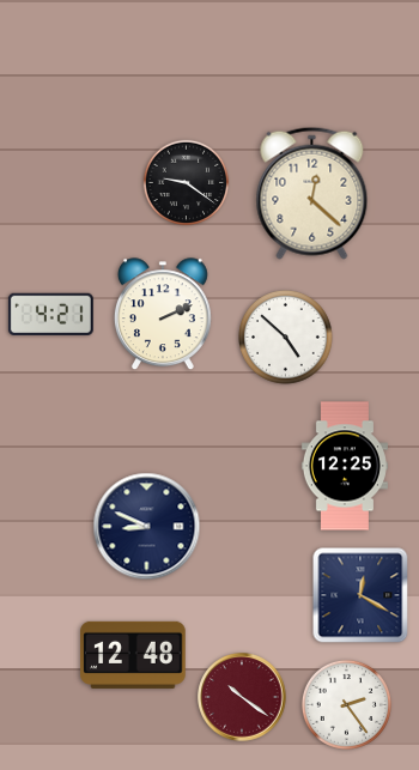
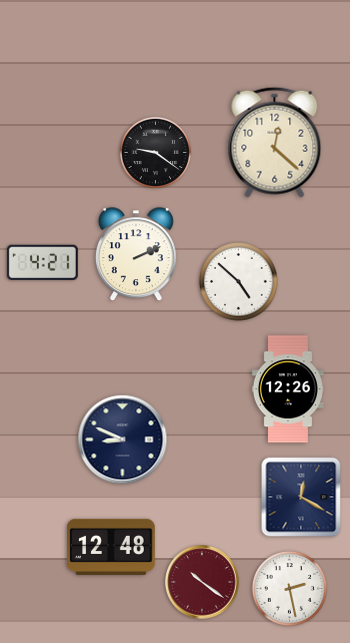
clock at (312, 193) position: (312, 193) -> (275, 142)
clock at (163, 315) position: (163, 315) -> (136, 255)
clock at (345, 466): 12:25 -> 12:26
clock at (346, 704): 2:24 -> 2:28
